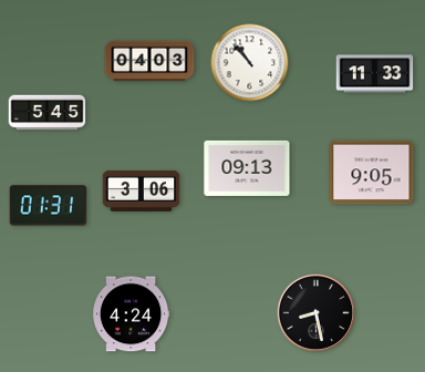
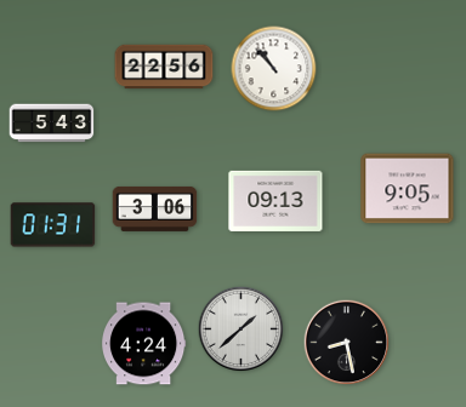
clock at (149, 61): 04:03 -> 22:56
clock at (375, 74): 11:33 -> none
clock at (48, 113): 5:45 -> 5:43
clock at (247, 168) position: (247, 168) -> (275, 201)
clock at (241, 329): none -> 1:38
